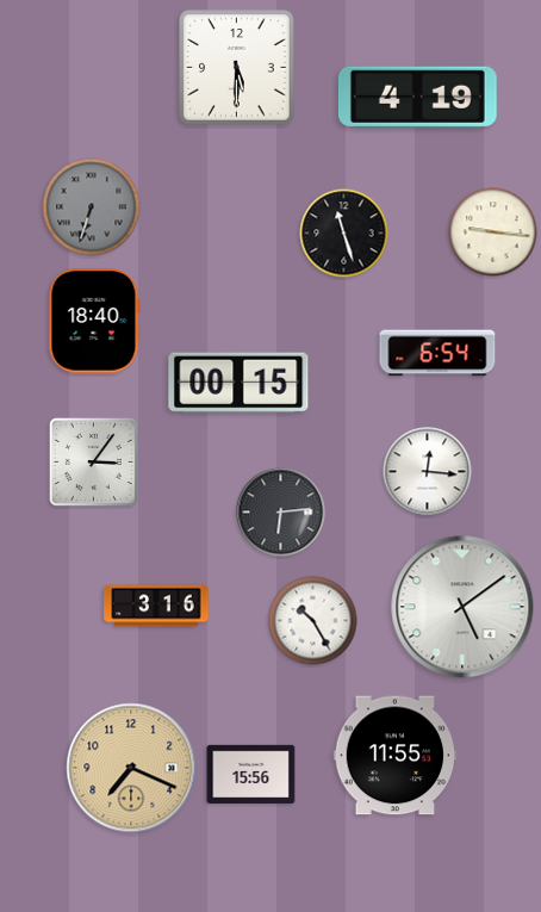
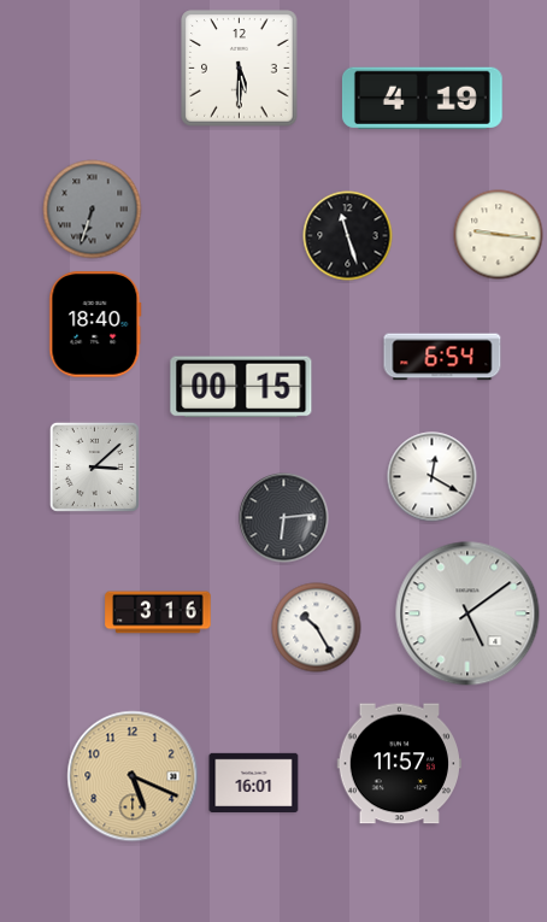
clock at (93, 461): 3:06 -> 3:08
clock at (428, 472): 12:16 -> 12:20
clock at (396, 756): 11:55 -> 11:57
clock at (131, 768): 7:19 -> 5:19
clock at (251, 774): 15:56 -> 16:01
